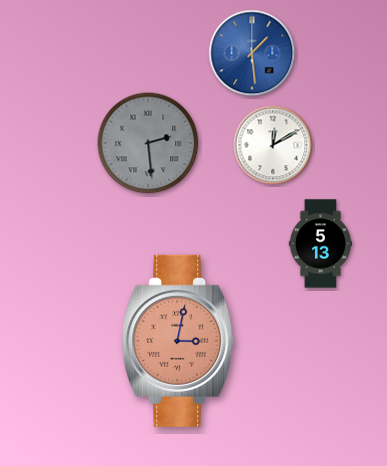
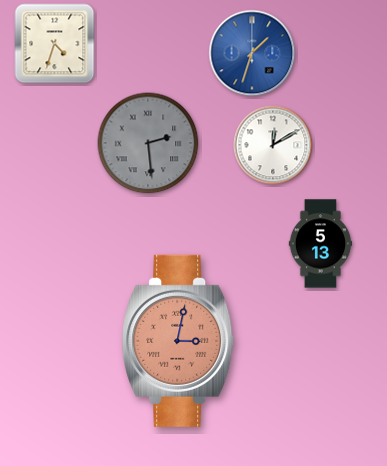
clock at (55, 44): none -> 4:33
clock at (252, 53): 1:29 -> 1:33
